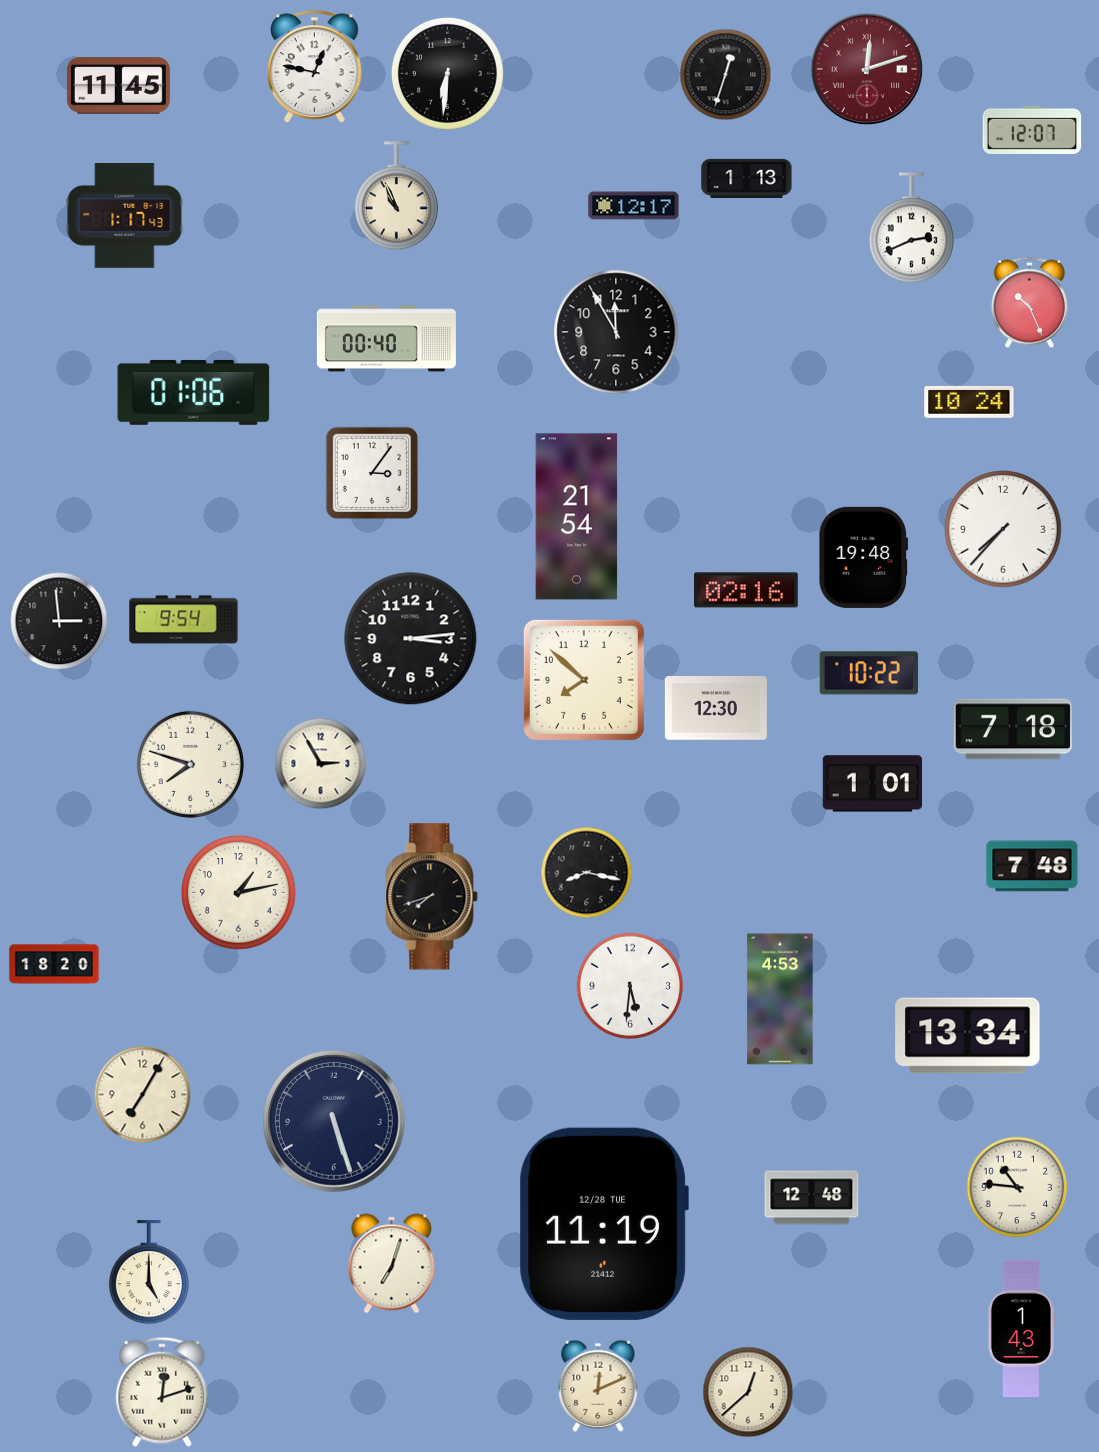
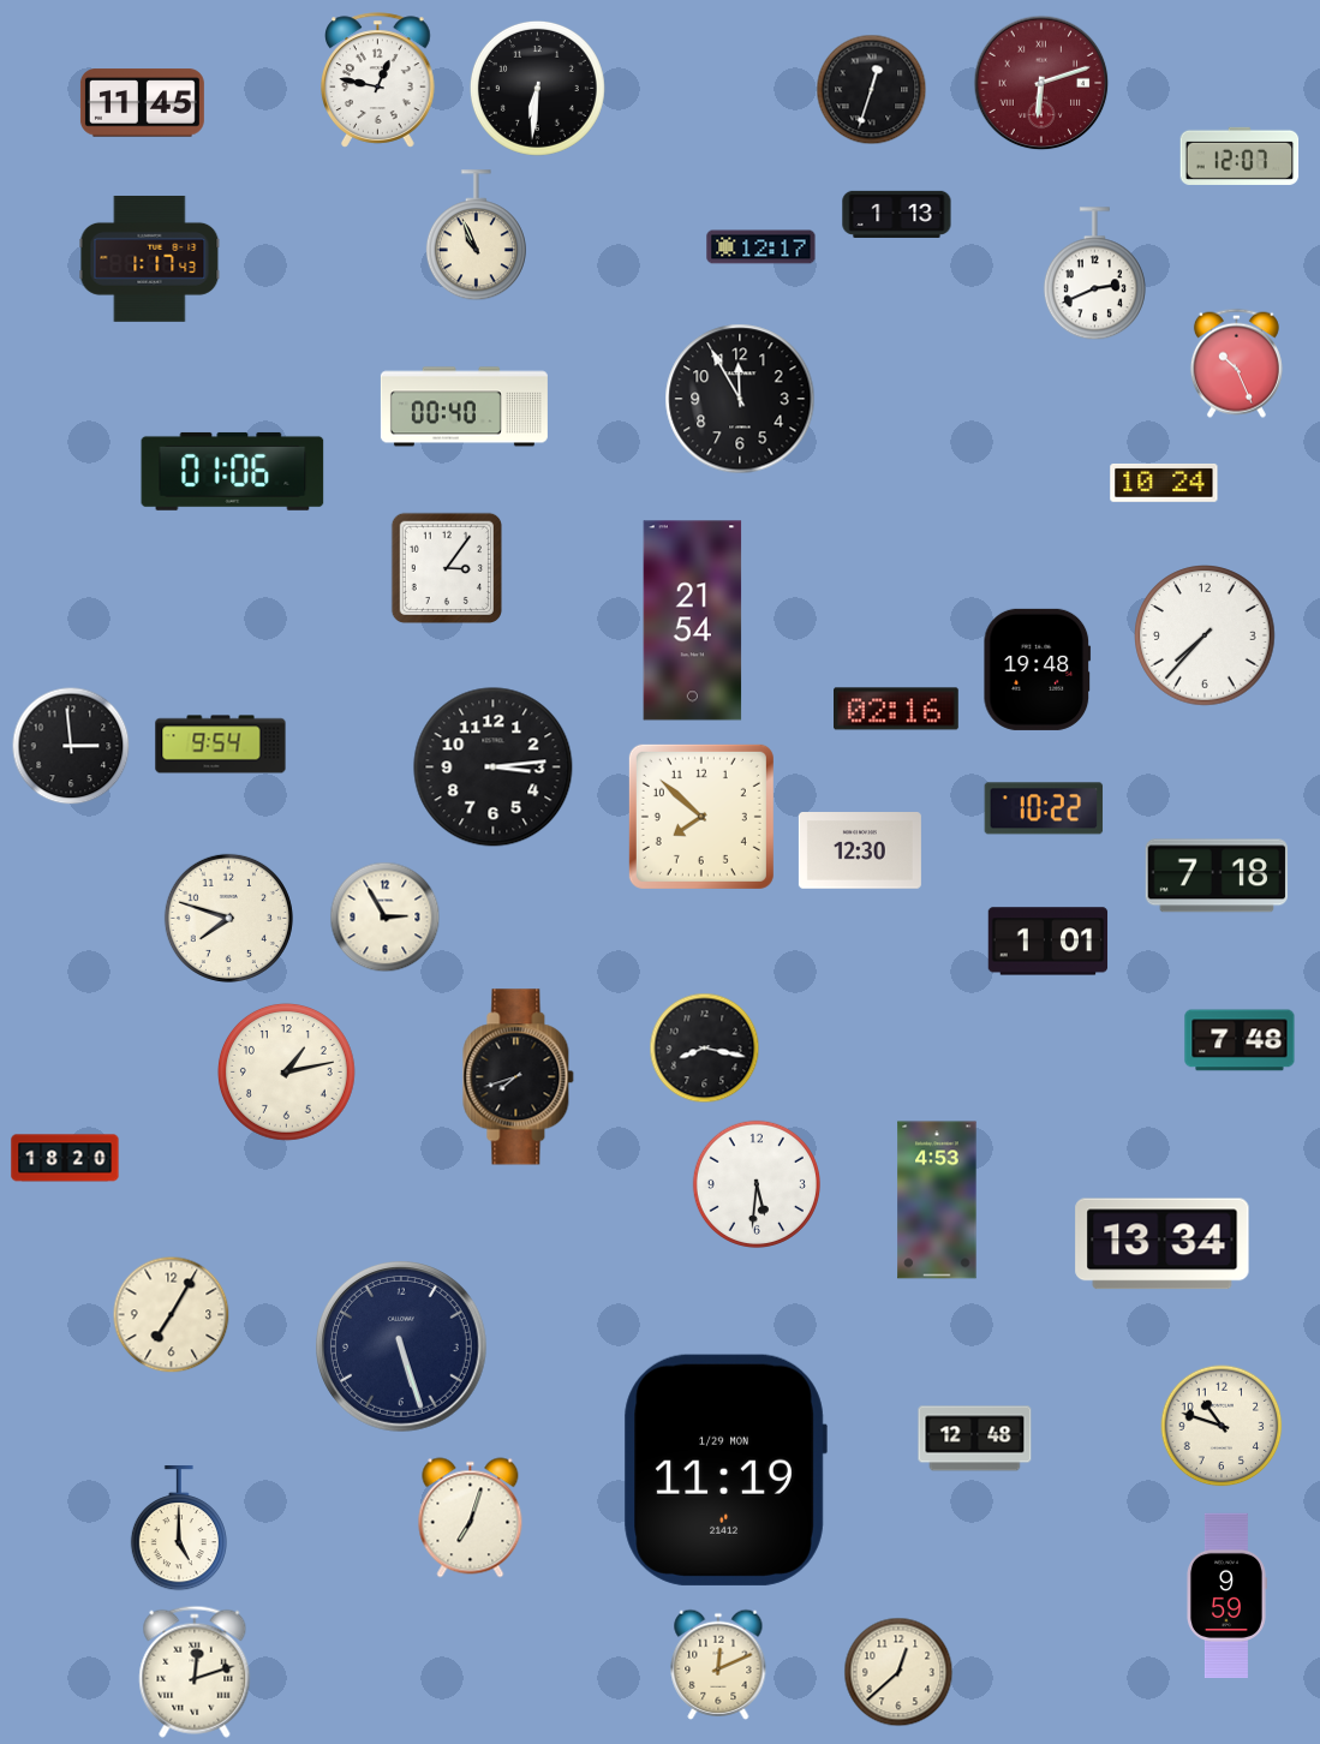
clock at (867, 69): 12:12 -> 6:12
clock at (1017, 1187): 10:46 -> 10:48
clock at (604, 1224) date: 12/28 TUE -> 1/29 MON
clock at (1021, 1328): 1:43 -> 9:59
